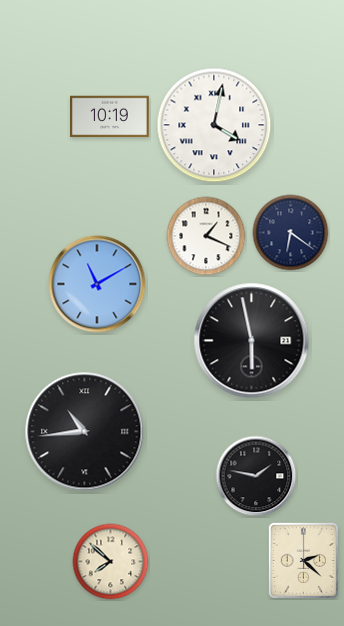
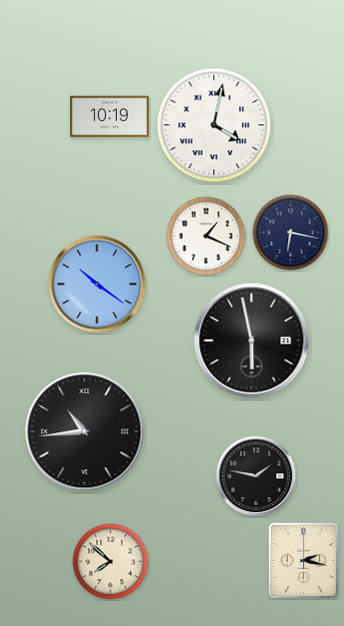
clock at (291, 233): 6:21 -> 6:17
clock at (97, 284): 11:10 -> 10:21
clock at (303, 560): 2:22 -> 2:17
